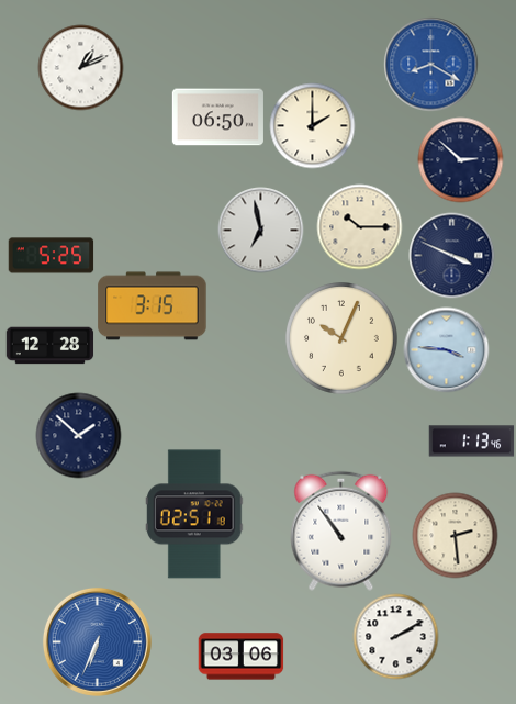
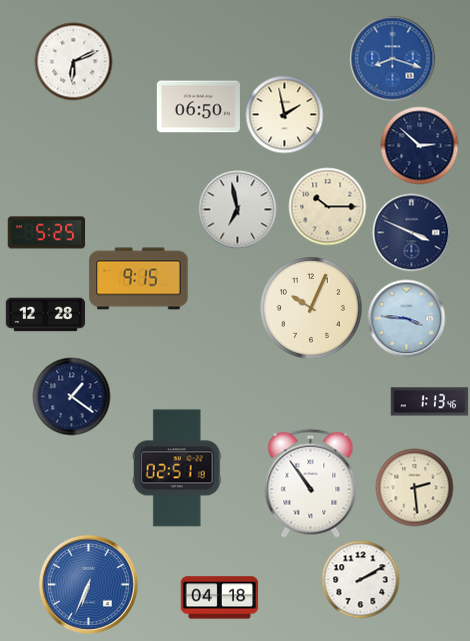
clock at (430, 64): 8:20 -> 8:18
clock at (80, 67): 1:11 -> 6:11
clock at (312, 125): 2:00 -> 1:58
clock at (153, 306): 3:15 -> 9:15
clock at (78, 435): 1:52 -> 1:21
clock at (240, 657): 03:06 -> 04:18
